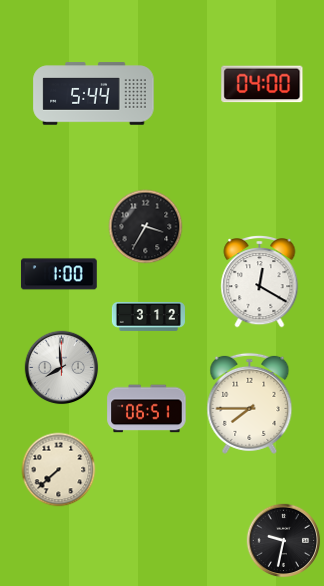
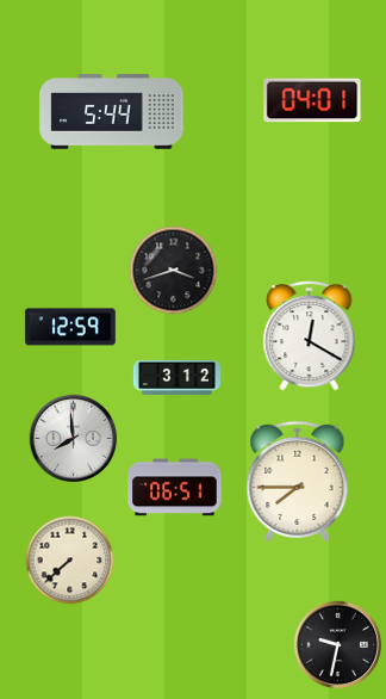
clock at (262, 84): 04:00 -> 04:01
clock at (146, 227): 3:35 -> 3:42
clock at (59, 274): 1:00 -> 12:59
